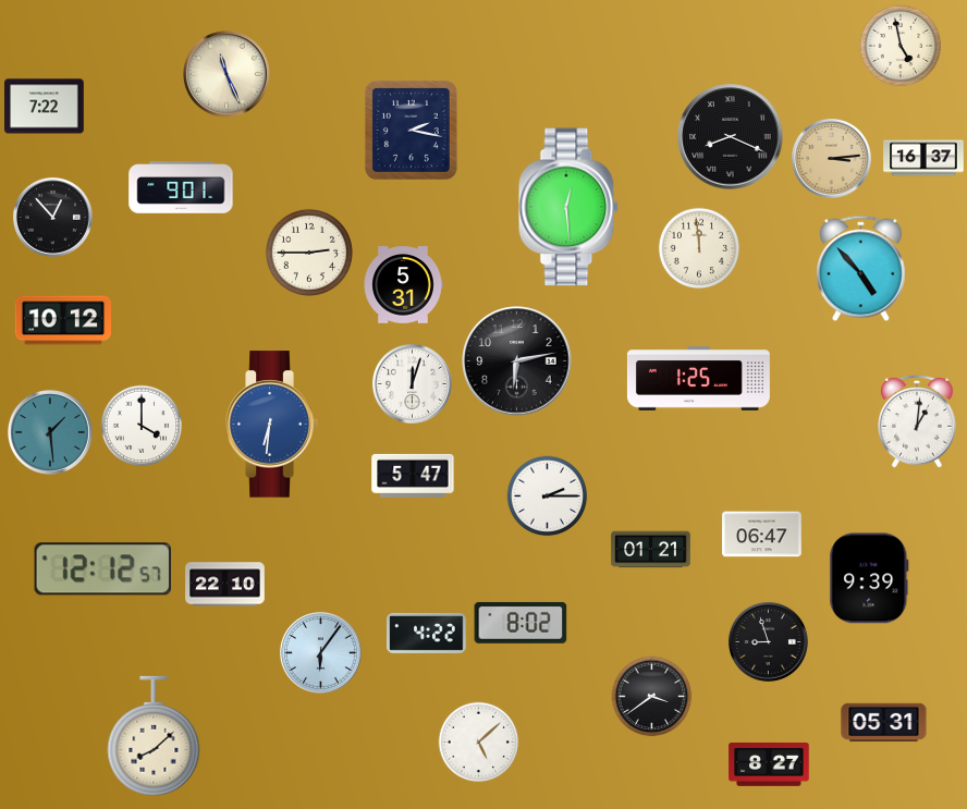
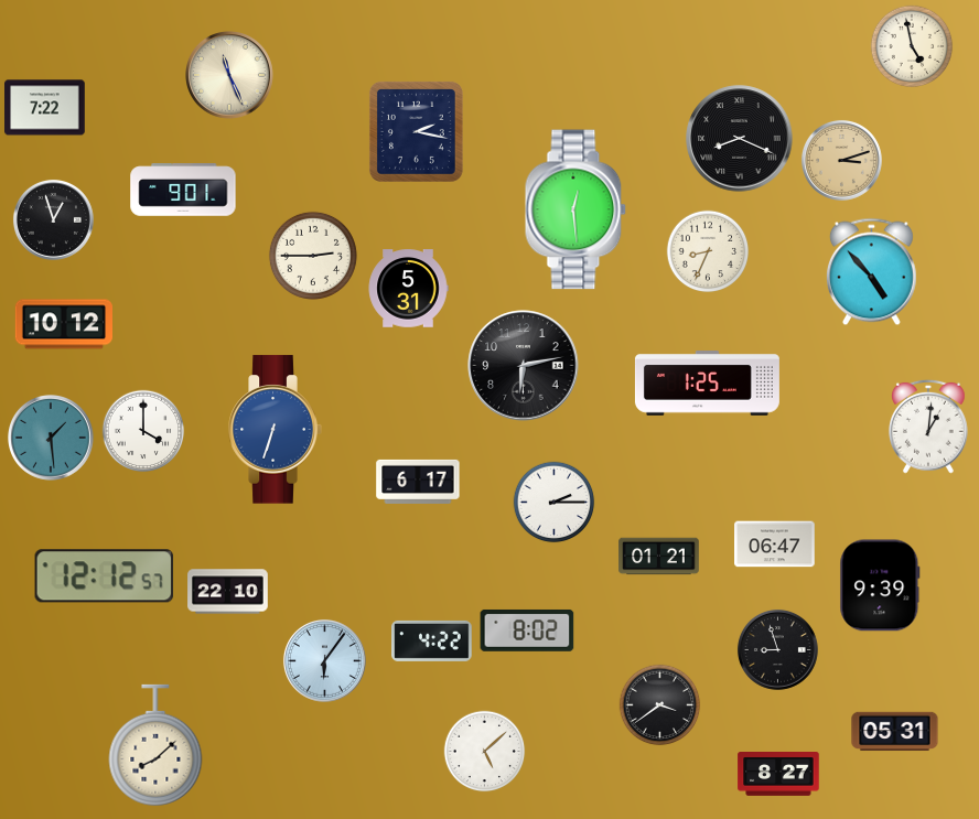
clock at (831, 158): 3:14 -> 3:12
clock at (923, 158): 16:37 -> none
clock at (52, 217): 12:53 -> 12:57
clock at (699, 248): 11:59 -> 8:34
clock at (412, 383): 12:03 -> none
clock at (271, 425): 6:31 -> 6:33
clock at (413, 476): 5:47 -> 6:17
clock at (762, 535) position: (762, 535) -> (775, 545)
